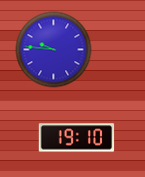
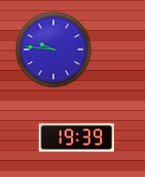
clock at (77, 138): 19:10 -> 19:39
